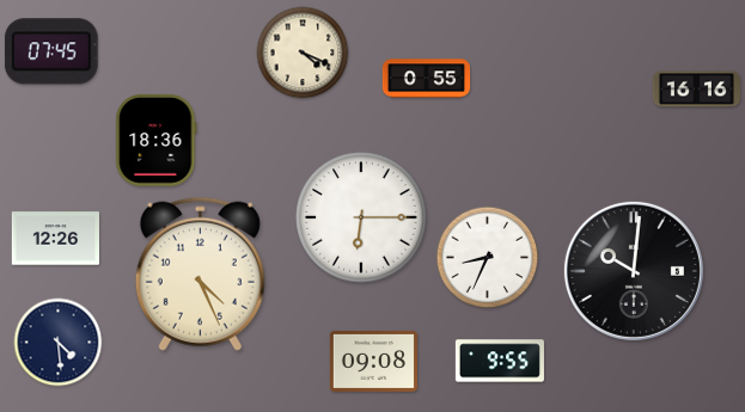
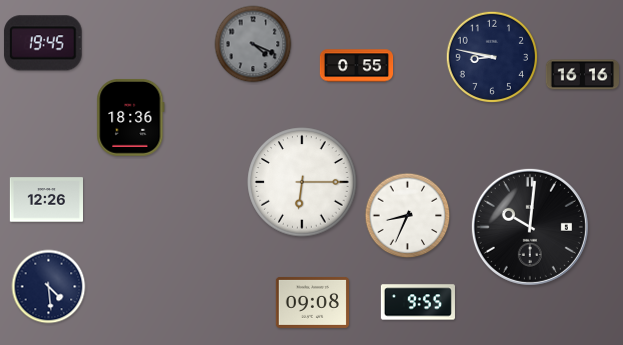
clock at (51, 51): 07:45 -> 19:45
clock at (303, 53) dial: cream -> grey
clock at (491, 56): none -> 8:47
clock at (200, 273): 4:26 -> none
